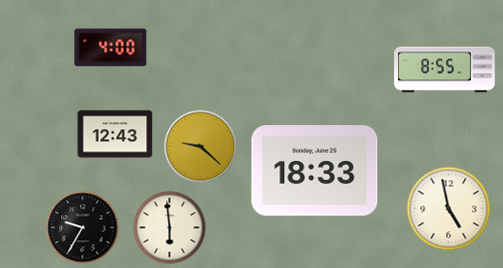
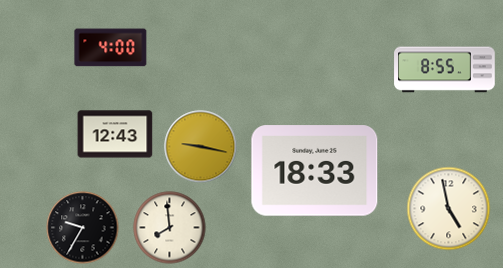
clock at (201, 147): 9:22 -> 9:17
clock at (170, 228): 5:59 -> 7:59
